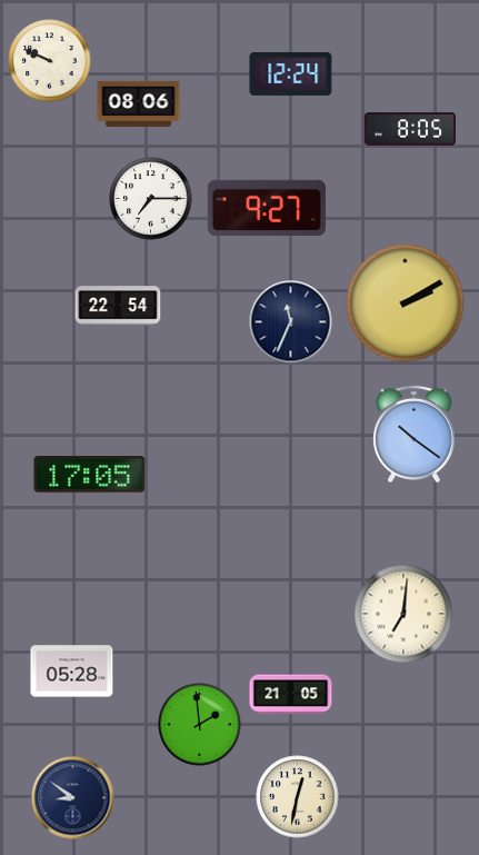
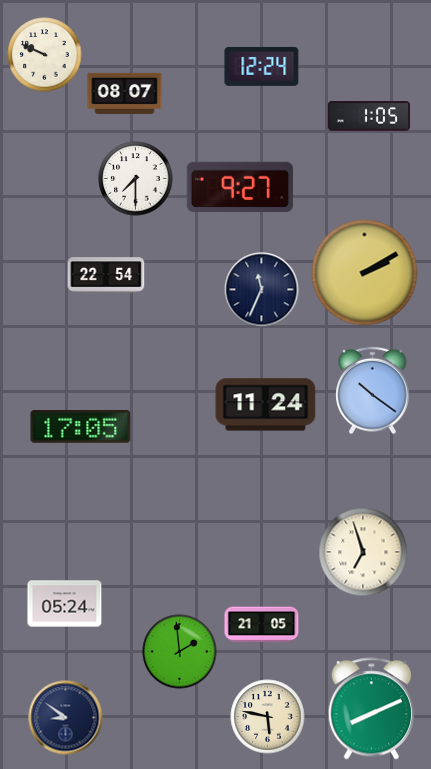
clock at (139, 103): 08:06 -> 08:07
clock at (410, 129): 8:05 -> 1:05
clock at (151, 199): 7:15 -> 7:30
clock at (266, 405): none -> 11:24
clock at (403, 614): 7:01 -> 6:57
clock at (72, 672): 05:28 -> 05:24
clock at (372, 709): none -> 8:11
clock at (298, 797): 12:32 -> 5:47
